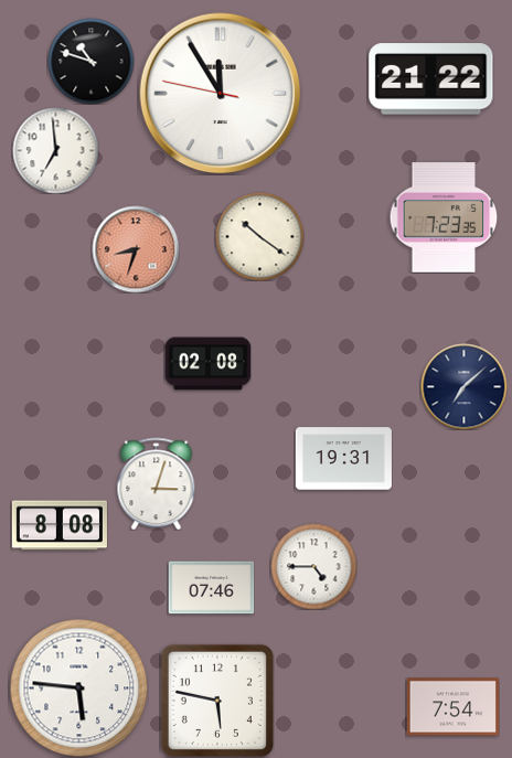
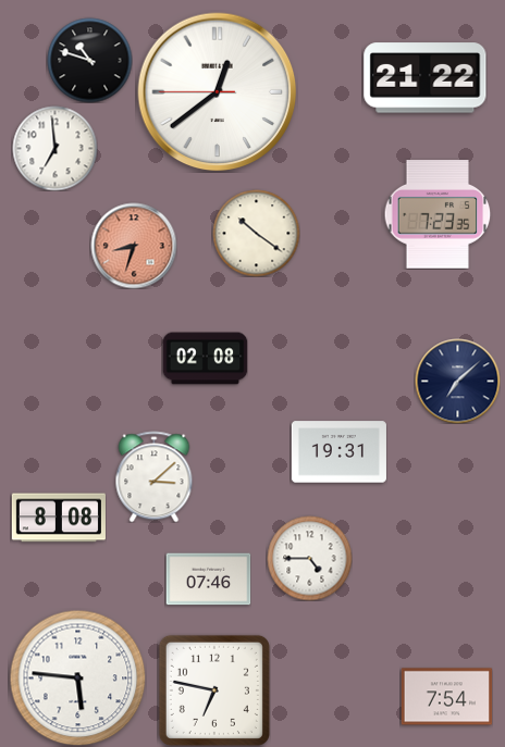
clock at (221, 94): 11:54 -> 12:38
clock at (157, 483): 3:03 -> 3:08
clock at (217, 701): 5:47 -> 6:47
